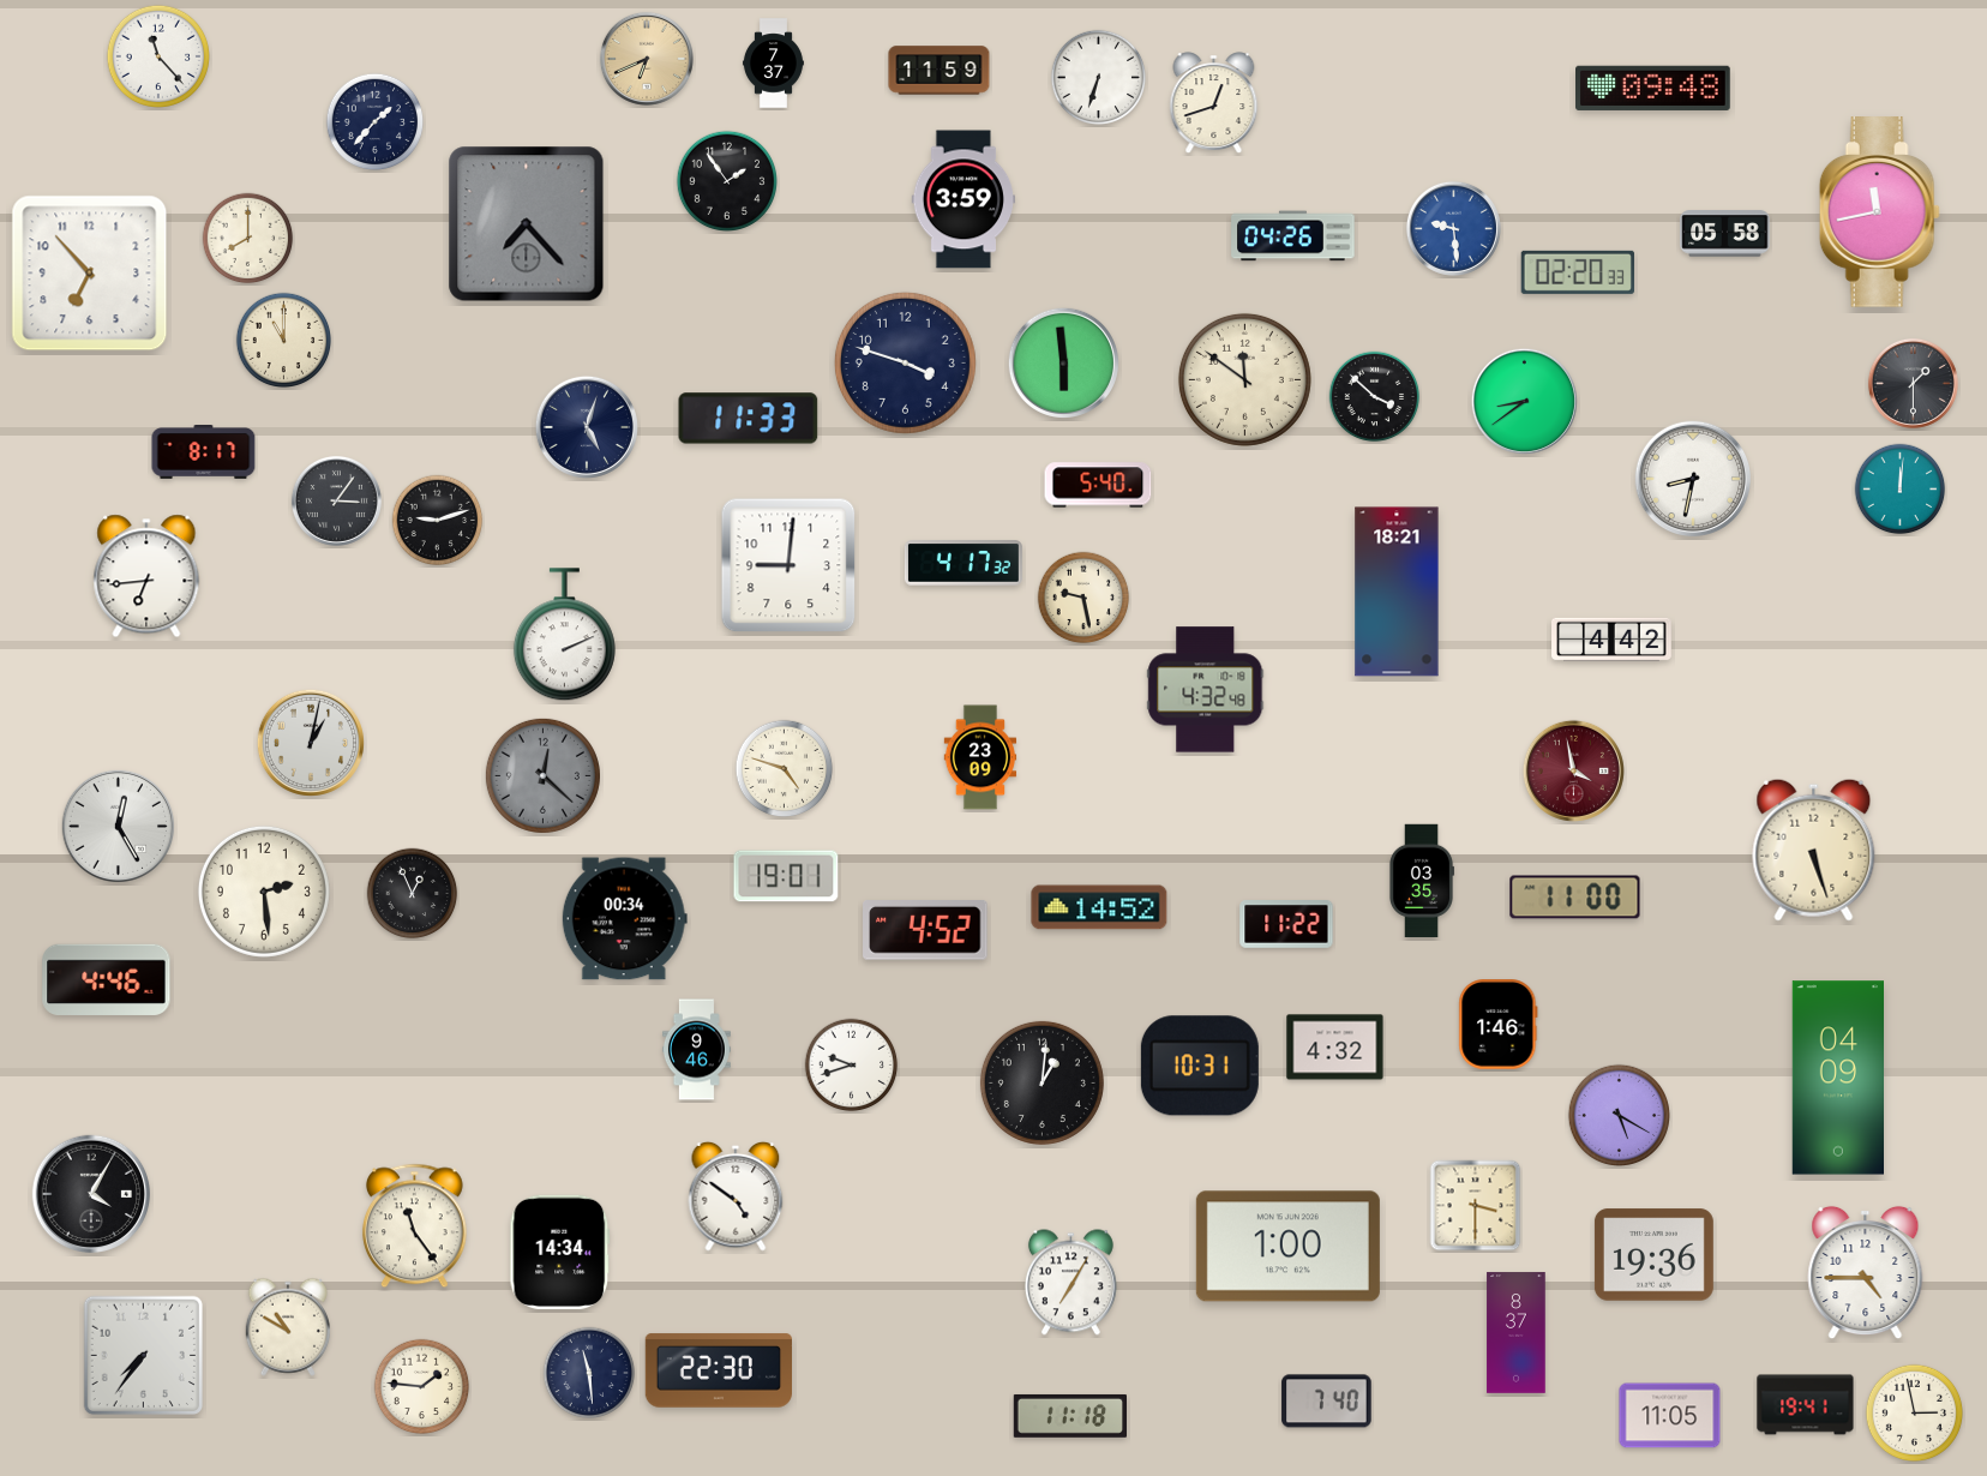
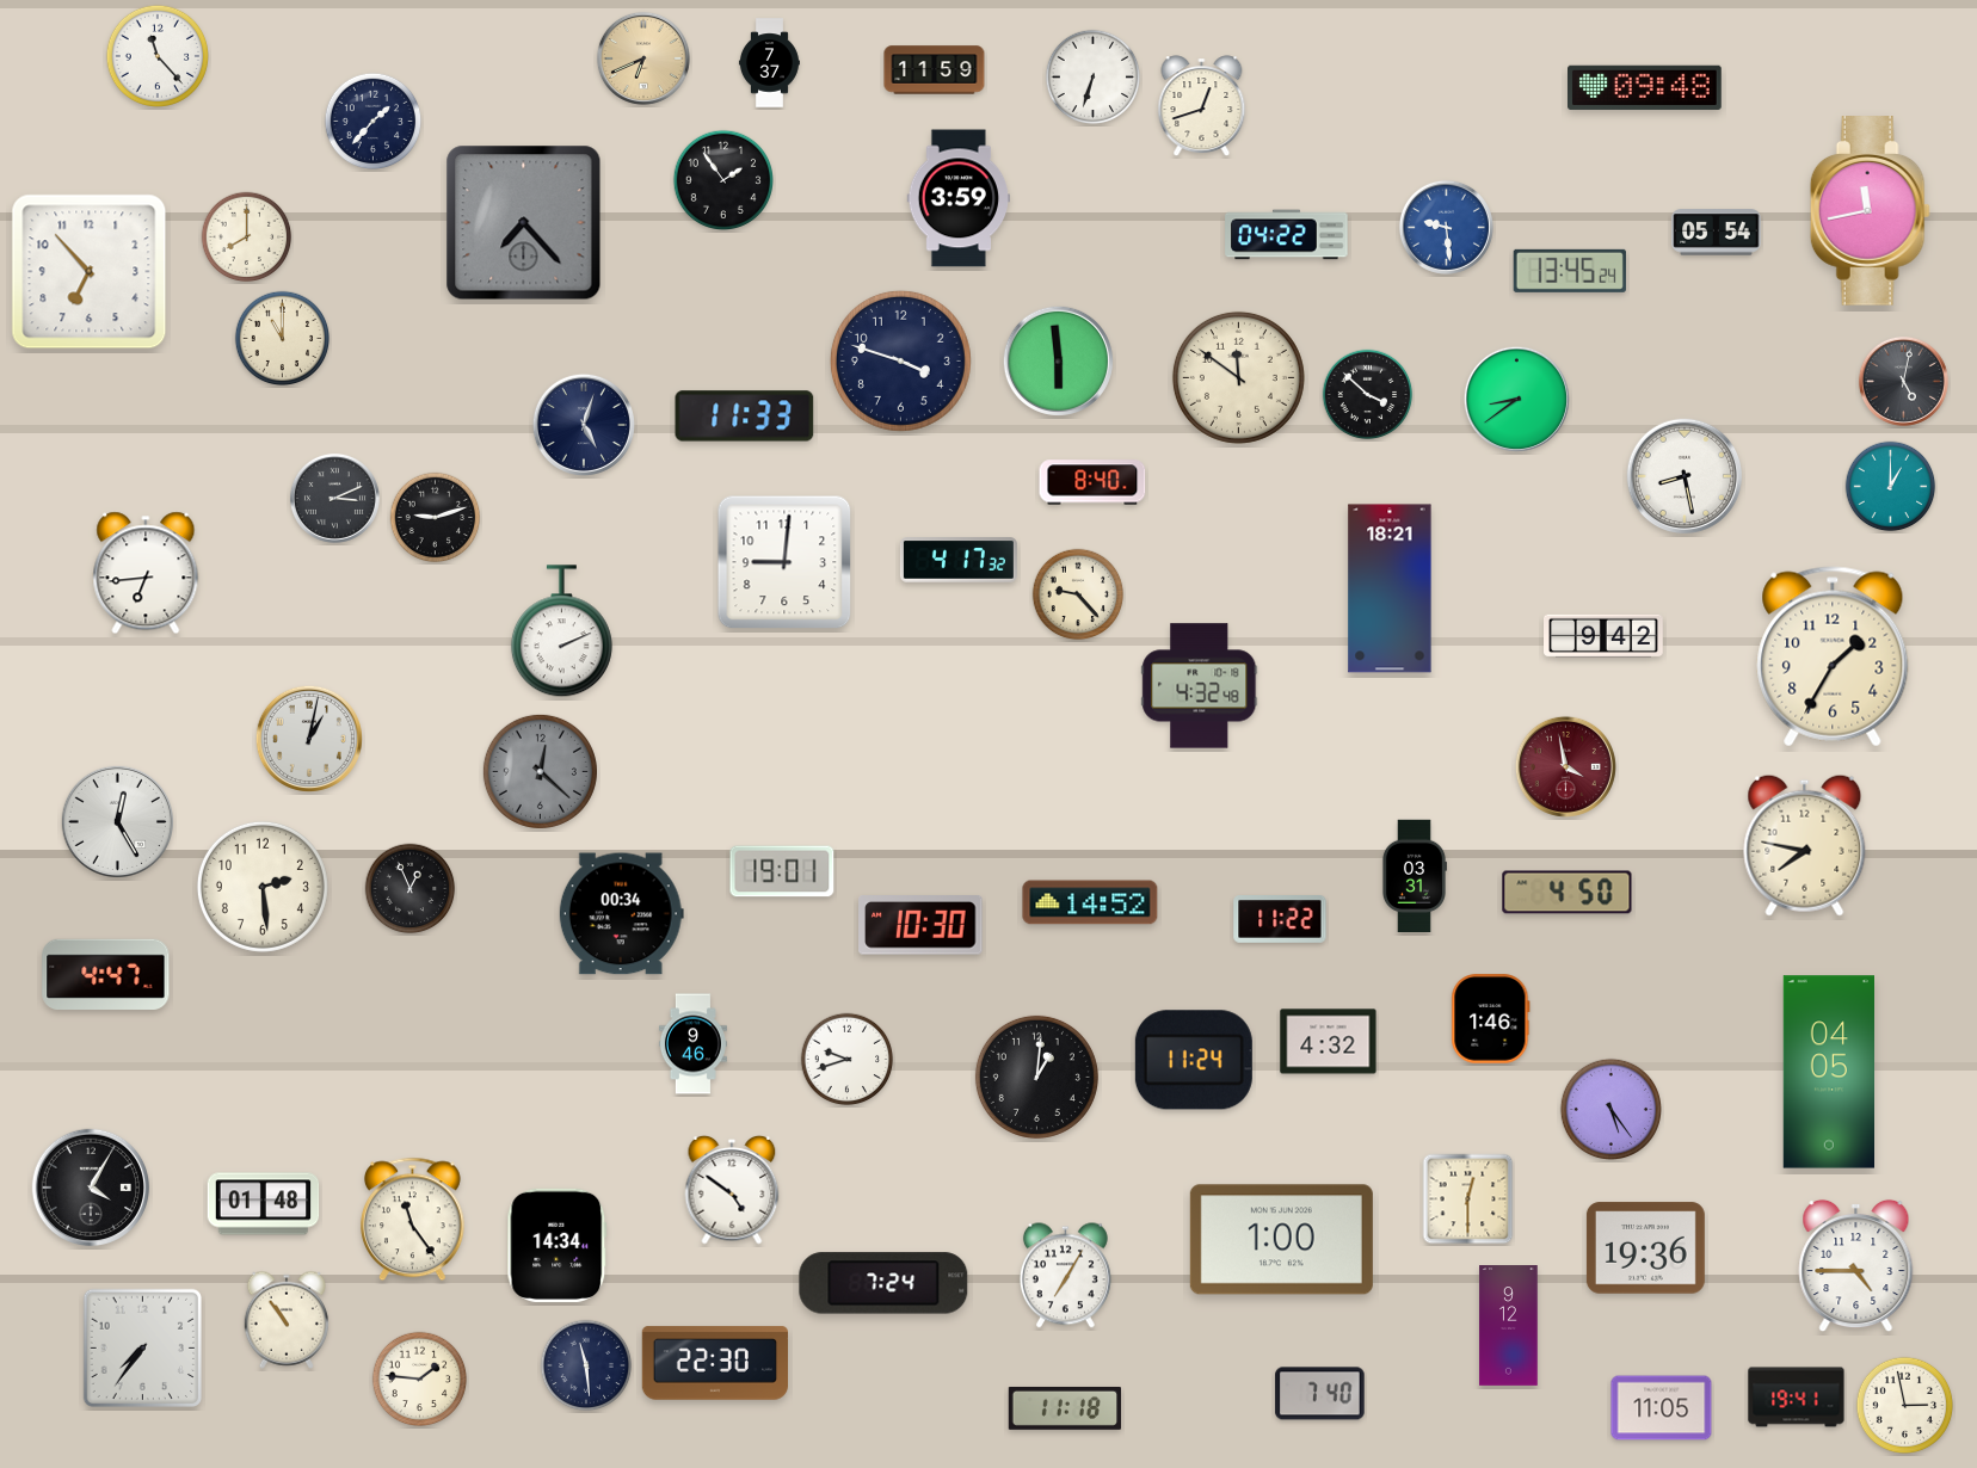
clock at (1214, 103) position: (1214, 103) -> (1202, 106)
clock at (1725, 234): 05:58 -> 05:54
clock at (1293, 236): 04:26 -> 04:22
clock at (1578, 272): 02:20 -> 13:45
clock at (1913, 383): 1:30 -> 5:02
clock at (204, 452): 8:17 -> none
clock at (1692, 478): 8:32 -> 8:28
clock at (1098, 485): 5:40 -> 8:40
clock at (1901, 490): 12:01 -> 1:00
clock at (336, 500): 3:06 -> 3:11
clock at (1083, 598): 9:28 -> 9:23
clock at (1613, 640): 4:42 -> 9:42
clock at (1833, 656): none -> 1:35
clock at (980, 757): 23:09 -> none
clock at (785, 769): 4:48 -> none
clock at (1814, 850): 5:27 -> 7:47
clock at (1421, 881): 03:35 -> 03:31
clock at (1575, 898): 11:00 -> 4:50
clock at (1099, 907) position: (1099, 907) -> (1090, 902)
clock at (925, 930): 4:52 -> 10:30
clock at (107, 979): 4:46 -> 4:47
clock at (1200, 1066): 10:31 -> 11:24
clock at (1837, 1078): 04:09 -> 04:05
clock at (1619, 1115): 5:20 -> 5:24
clock at (1476, 1206): 3:30 -> 12:30
clock at (264, 1204): none -> 01:48
clock at (883, 1283): none -> 7:24
clock at (287, 1327): 10:50 -> 10:54
clock at (1517, 1333): 8:37 -> 9:12
